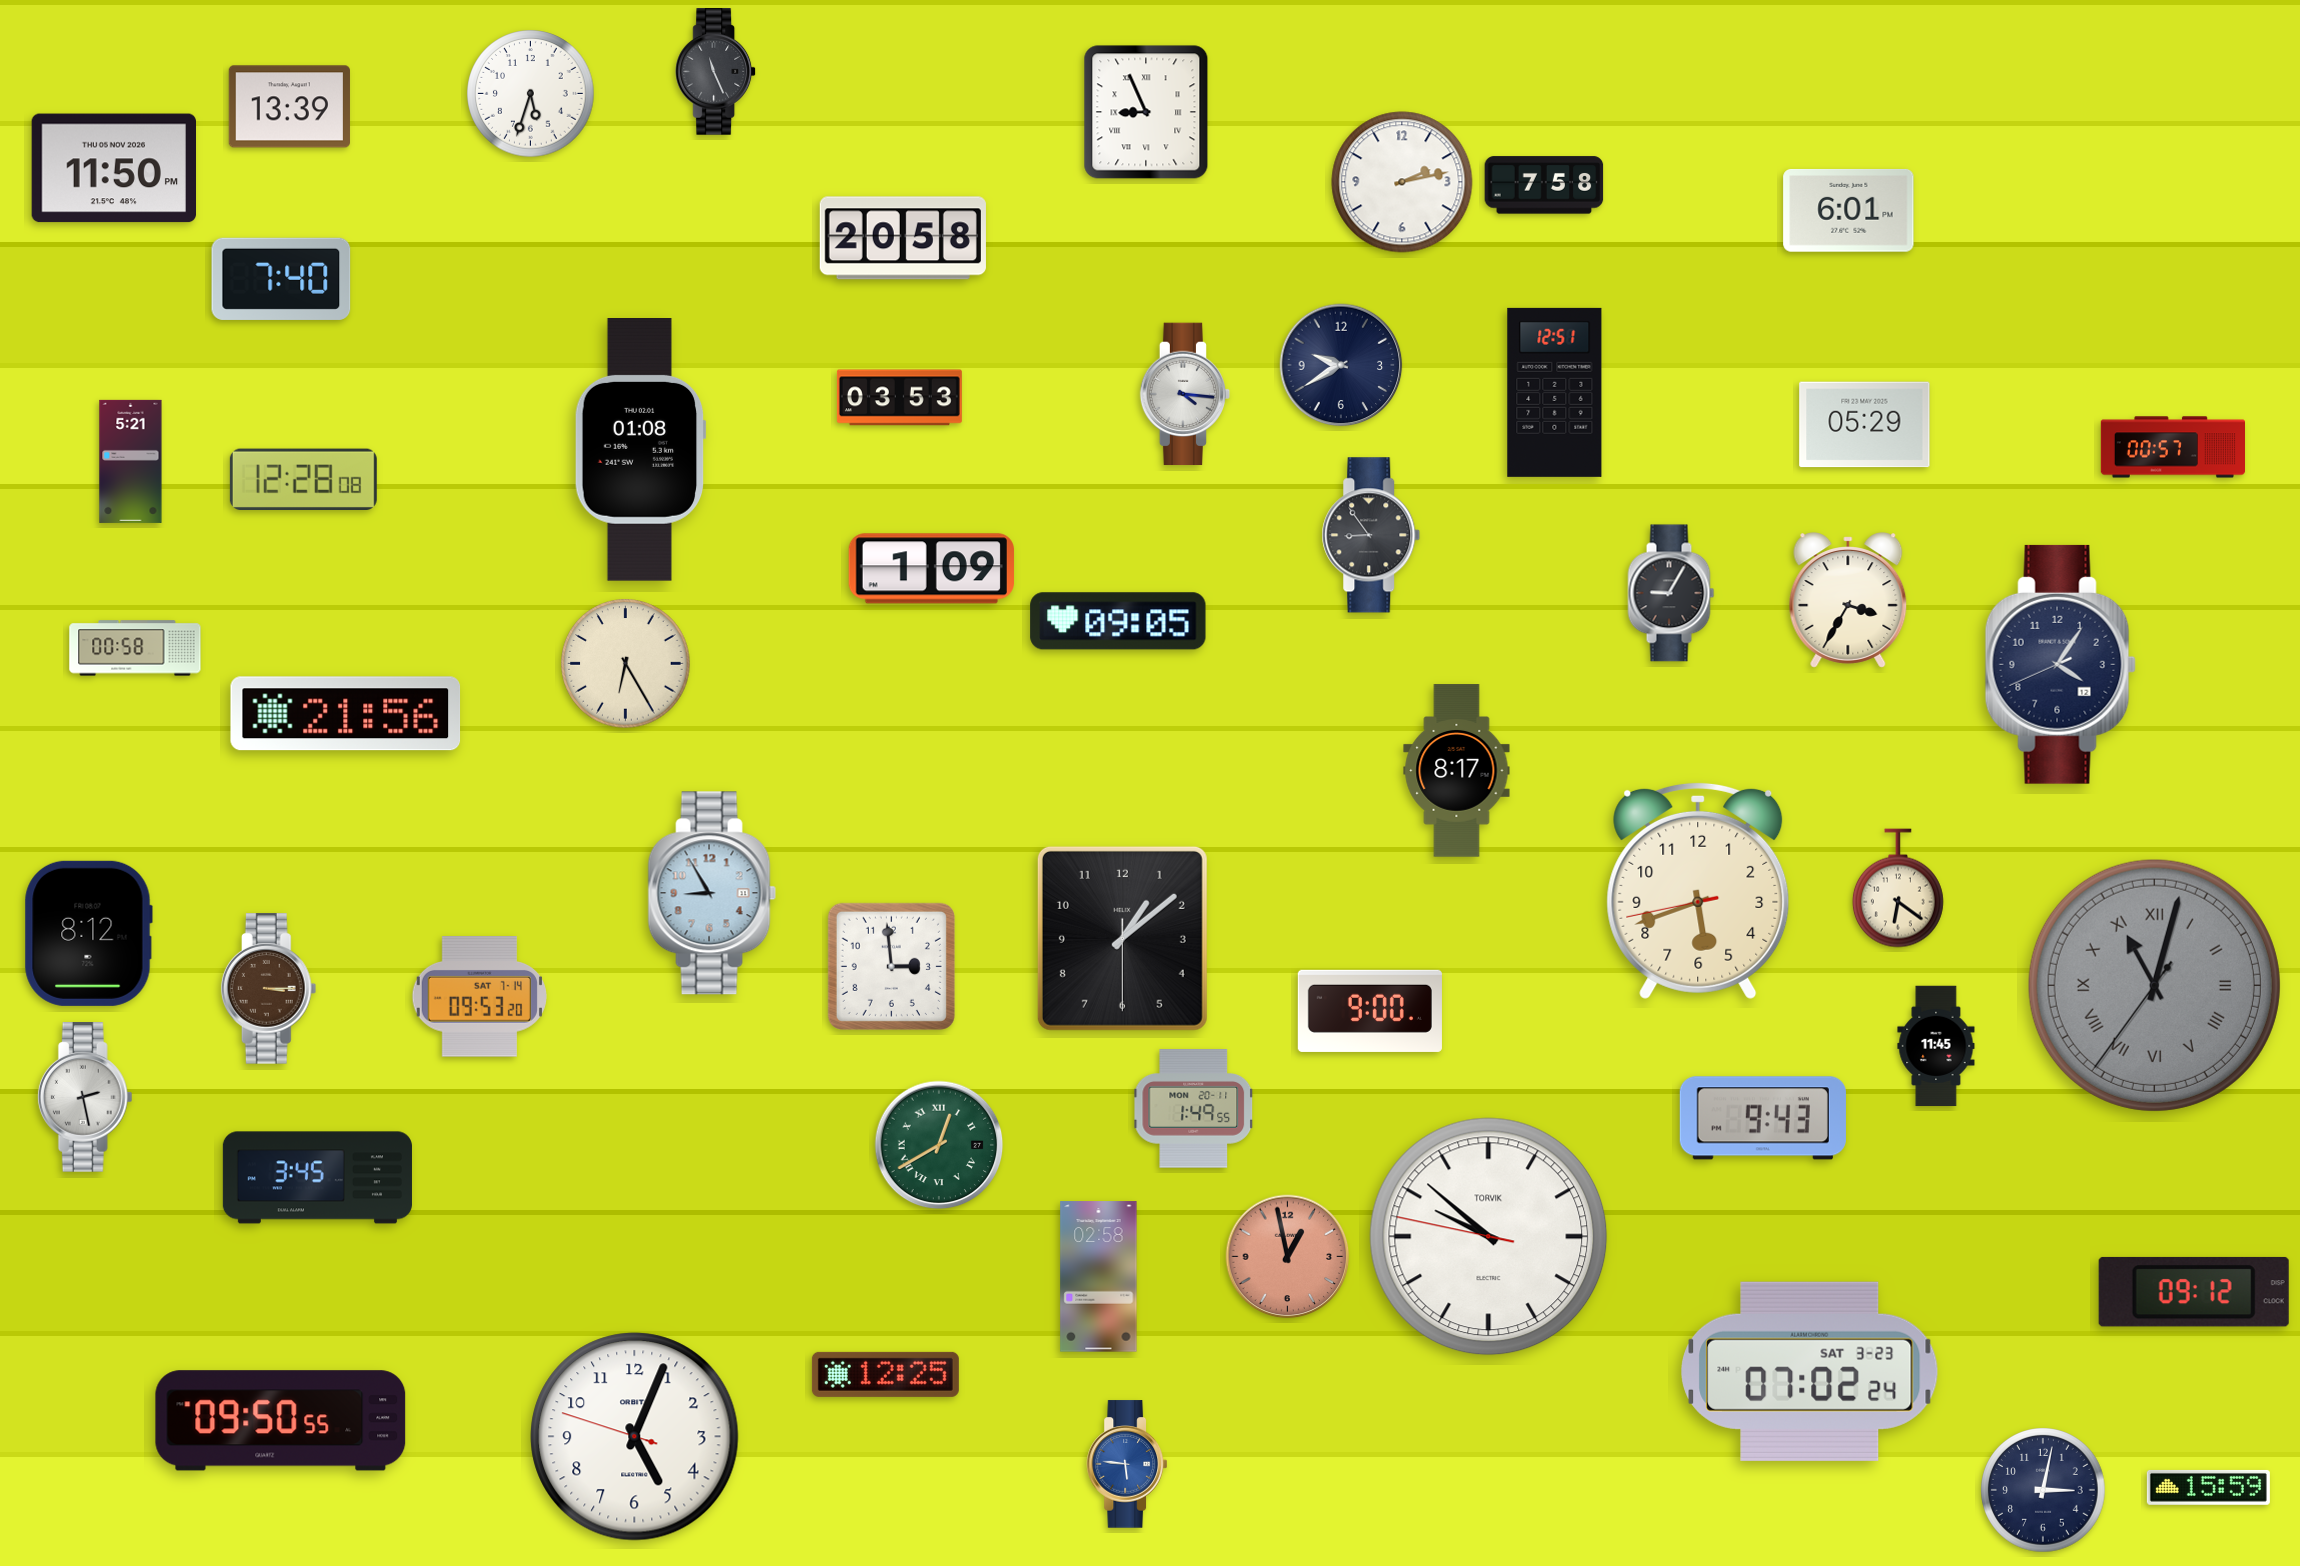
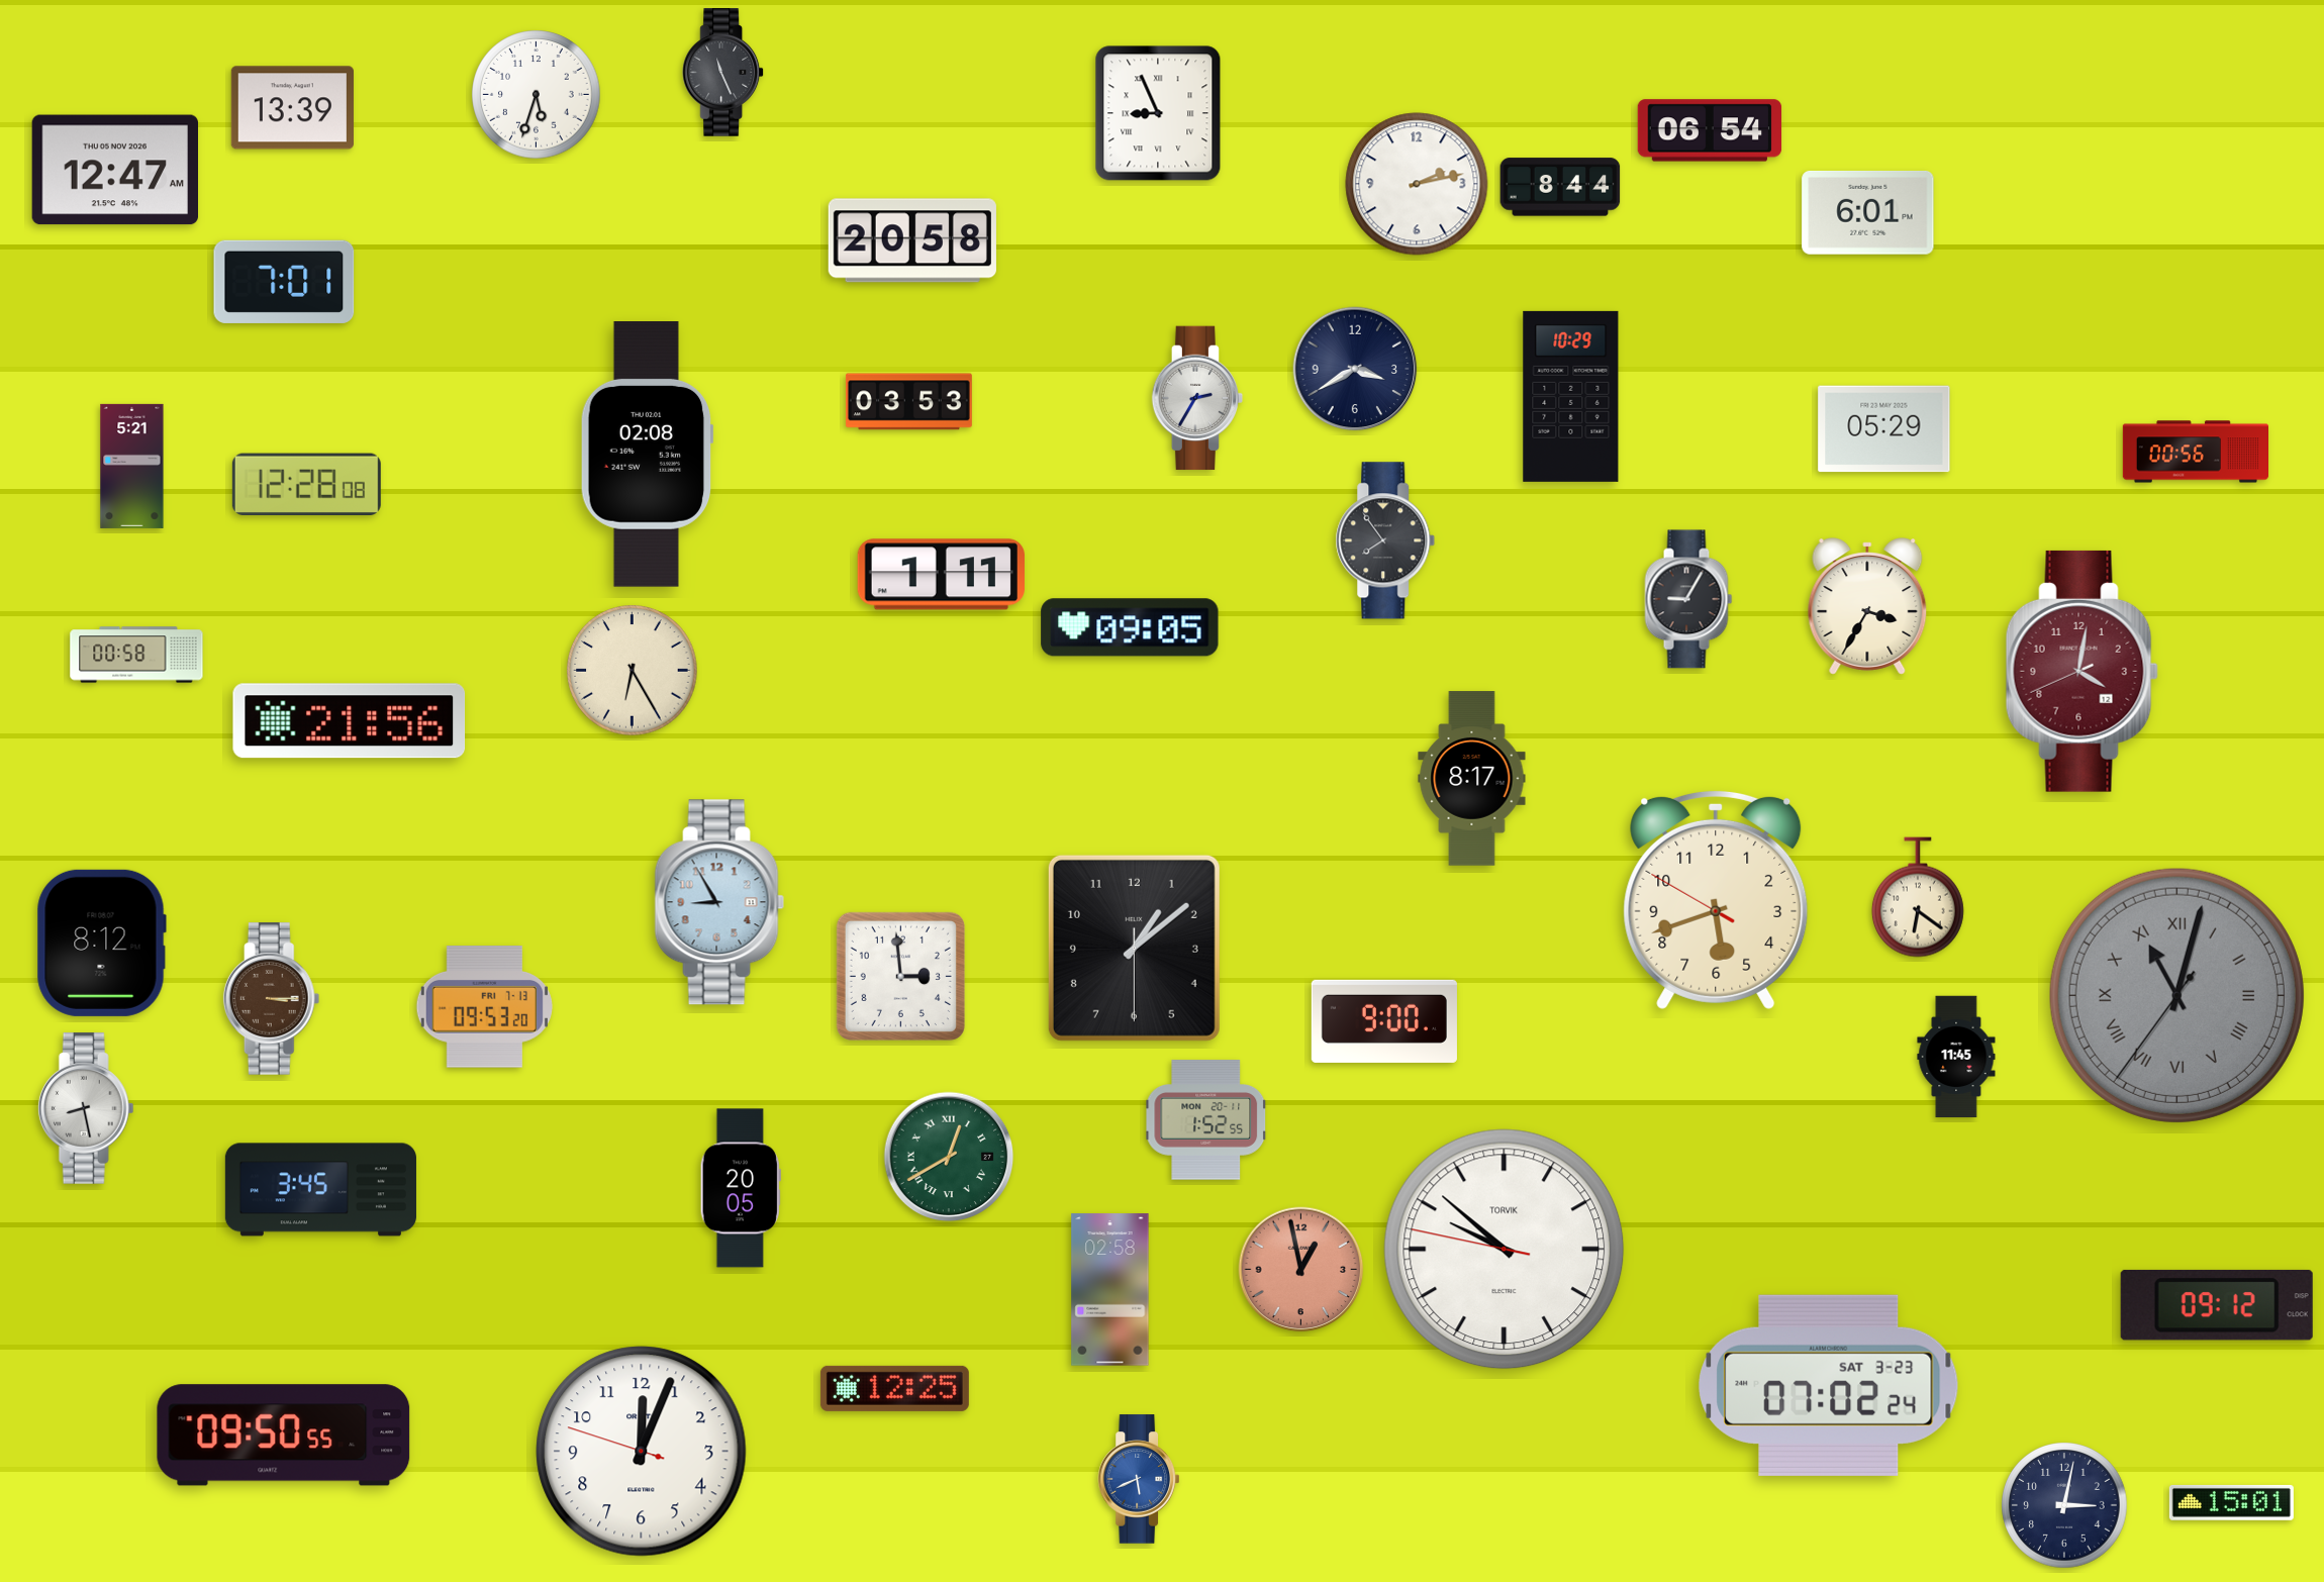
clock at (1710, 130): none -> 06:54
clock at (113, 168): 11:50 -> 12:47
clock at (1544, 185): 7:58 -> 8:44
clock at (281, 279): 7:40 -> 7:01
clock at (1341, 365): 9:40 -> 3:40
clock at (1555, 392): 12:51 -> 10:29
clock at (1185, 394): 4:16 -> 2:35
clock at (2172, 447): 00:57 -> 00:56
clock at (640, 450): 01:08 -> 02:08
clock at (1371, 535): 8:54 -> 7:54
clock at (931, 569): 1:09 -> 1:11
clock at (2060, 664): 4:05 -> 4:01
clock at (2060, 664) dial: navy -> burgundy
clock at (1698, 890): 5:41:43 -> 5:41:50
clock at (88, 933) position: (88, 933) -> (101, 943)
clock at (479, 997) date: SAT 7-14 -> FRI 7-13
clock at (85, 1097): 2:28 -> 8:28
clock at (1194, 1109): 1:49 -> 1:52
clock at (1763, 1118): 9:43 -> none
clock at (741, 1188): none -> 20:05
clock at (635, 1437): 5:03 -> 12:03
clock at (1126, 1464): 5:46 -> 5:41
clock at (2208, 1487): 15:59 -> 15:01
